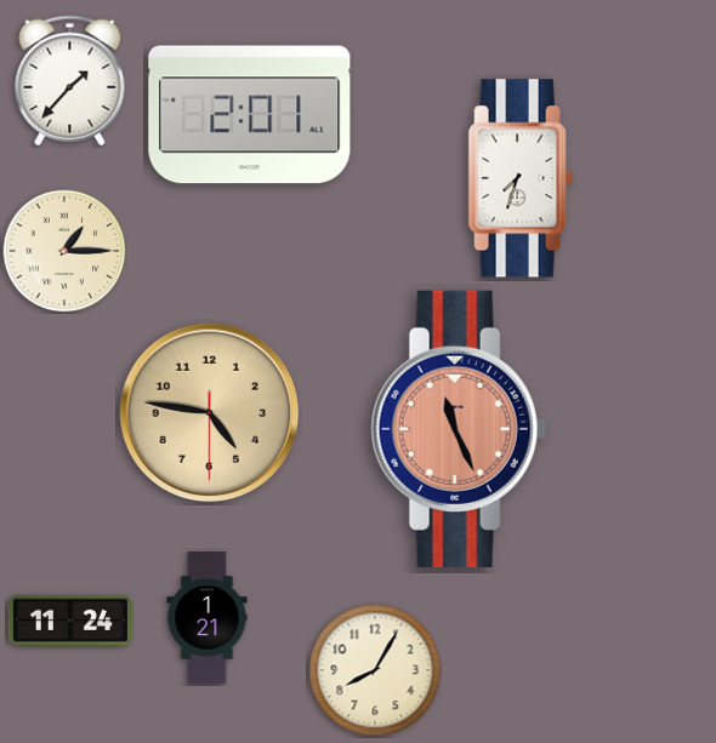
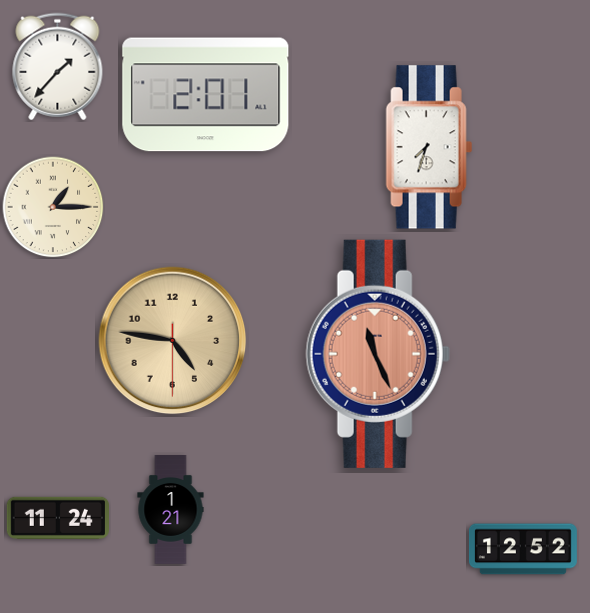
clock at (70, 621) position: (70, 621) -> (58, 518)
clock at (523, 549): none -> 12:52
clock at (375, 670): 8:05 -> none
